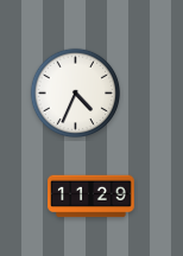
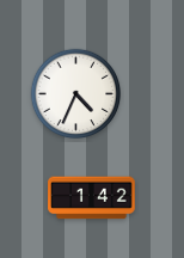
clock at (91, 197): 11:29 -> 1:42
